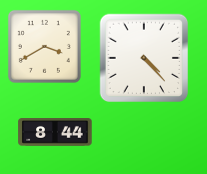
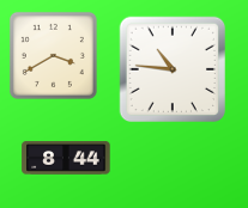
clock at (144, 58): 4:23 -> 10:46
